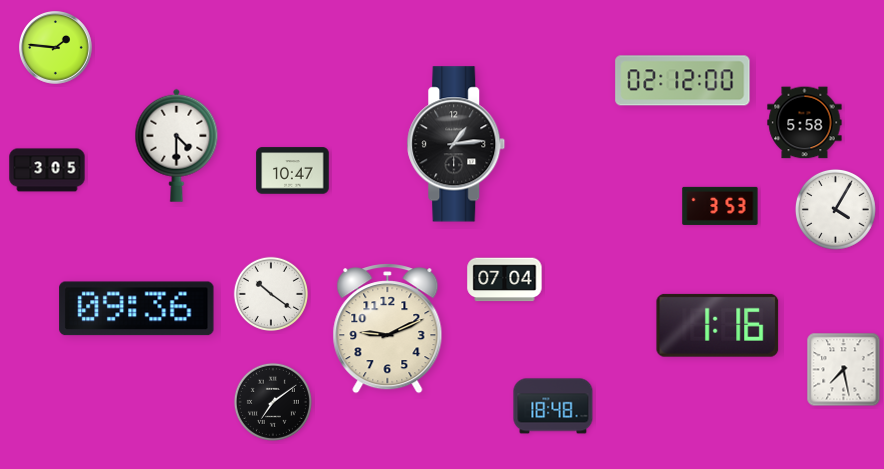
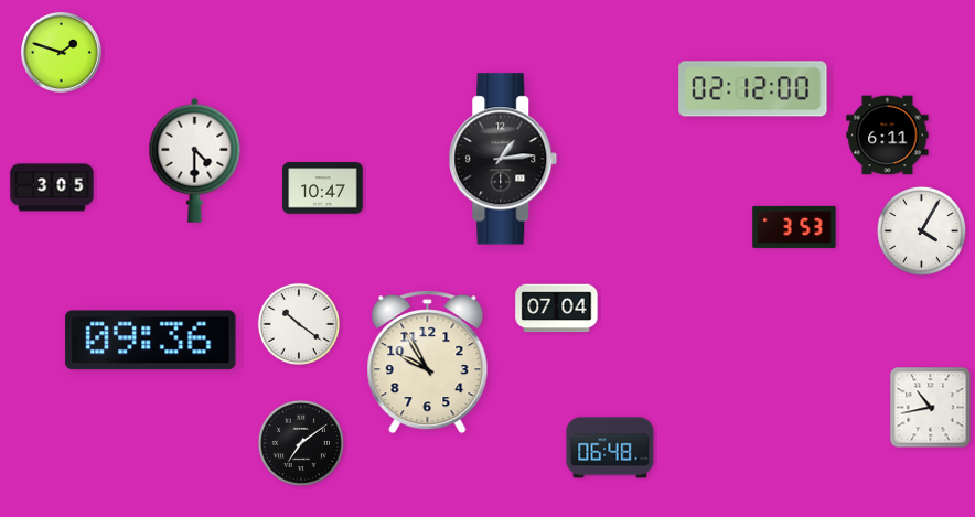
clock at (56, 48): 1:46 -> 1:48
clock at (805, 123): 5:58 -> 6:11
clock at (718, 325): 1:16 -> none
clock at (388, 329): 9:11 -> 9:55
clock at (844, 370): 7:28 -> 10:43
clock at (553, 406): 18:48 -> 06:48
